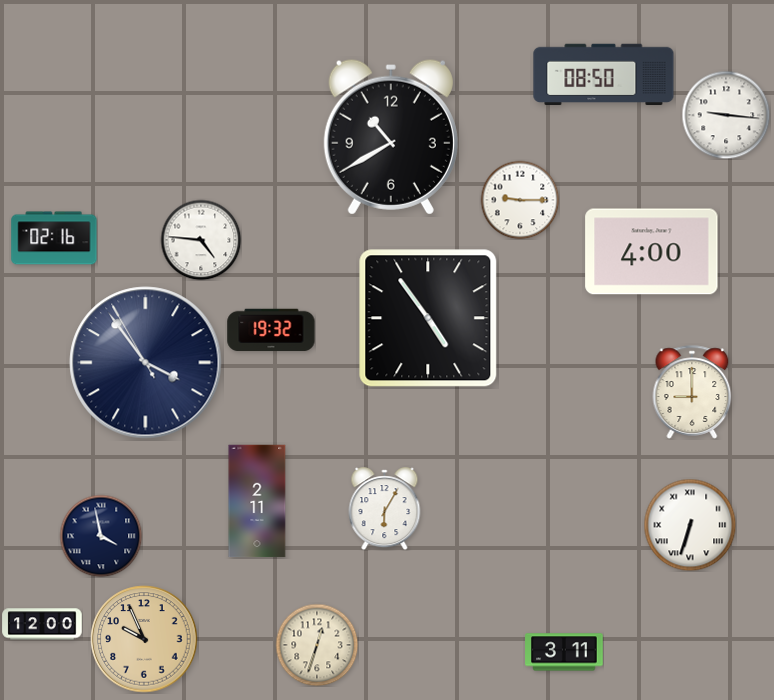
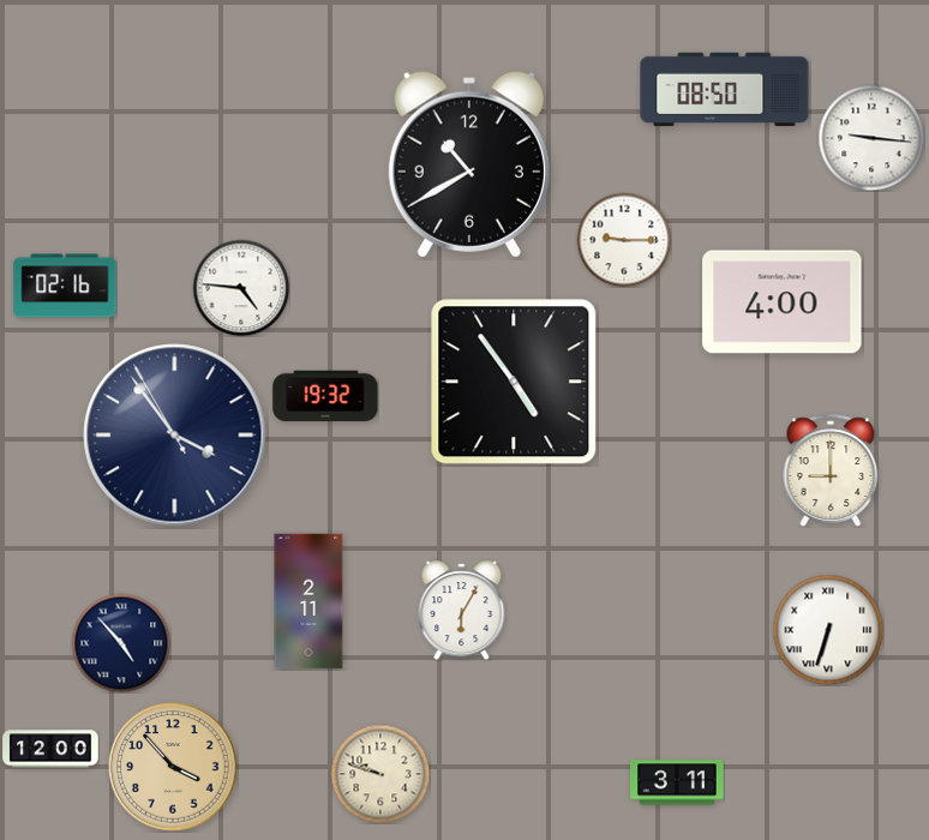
clock at (101, 536): 3:58 -> 4:53
clock at (144, 639): 9:56 -> 3:53
clock at (317, 645): 12:33 -> 9:48
